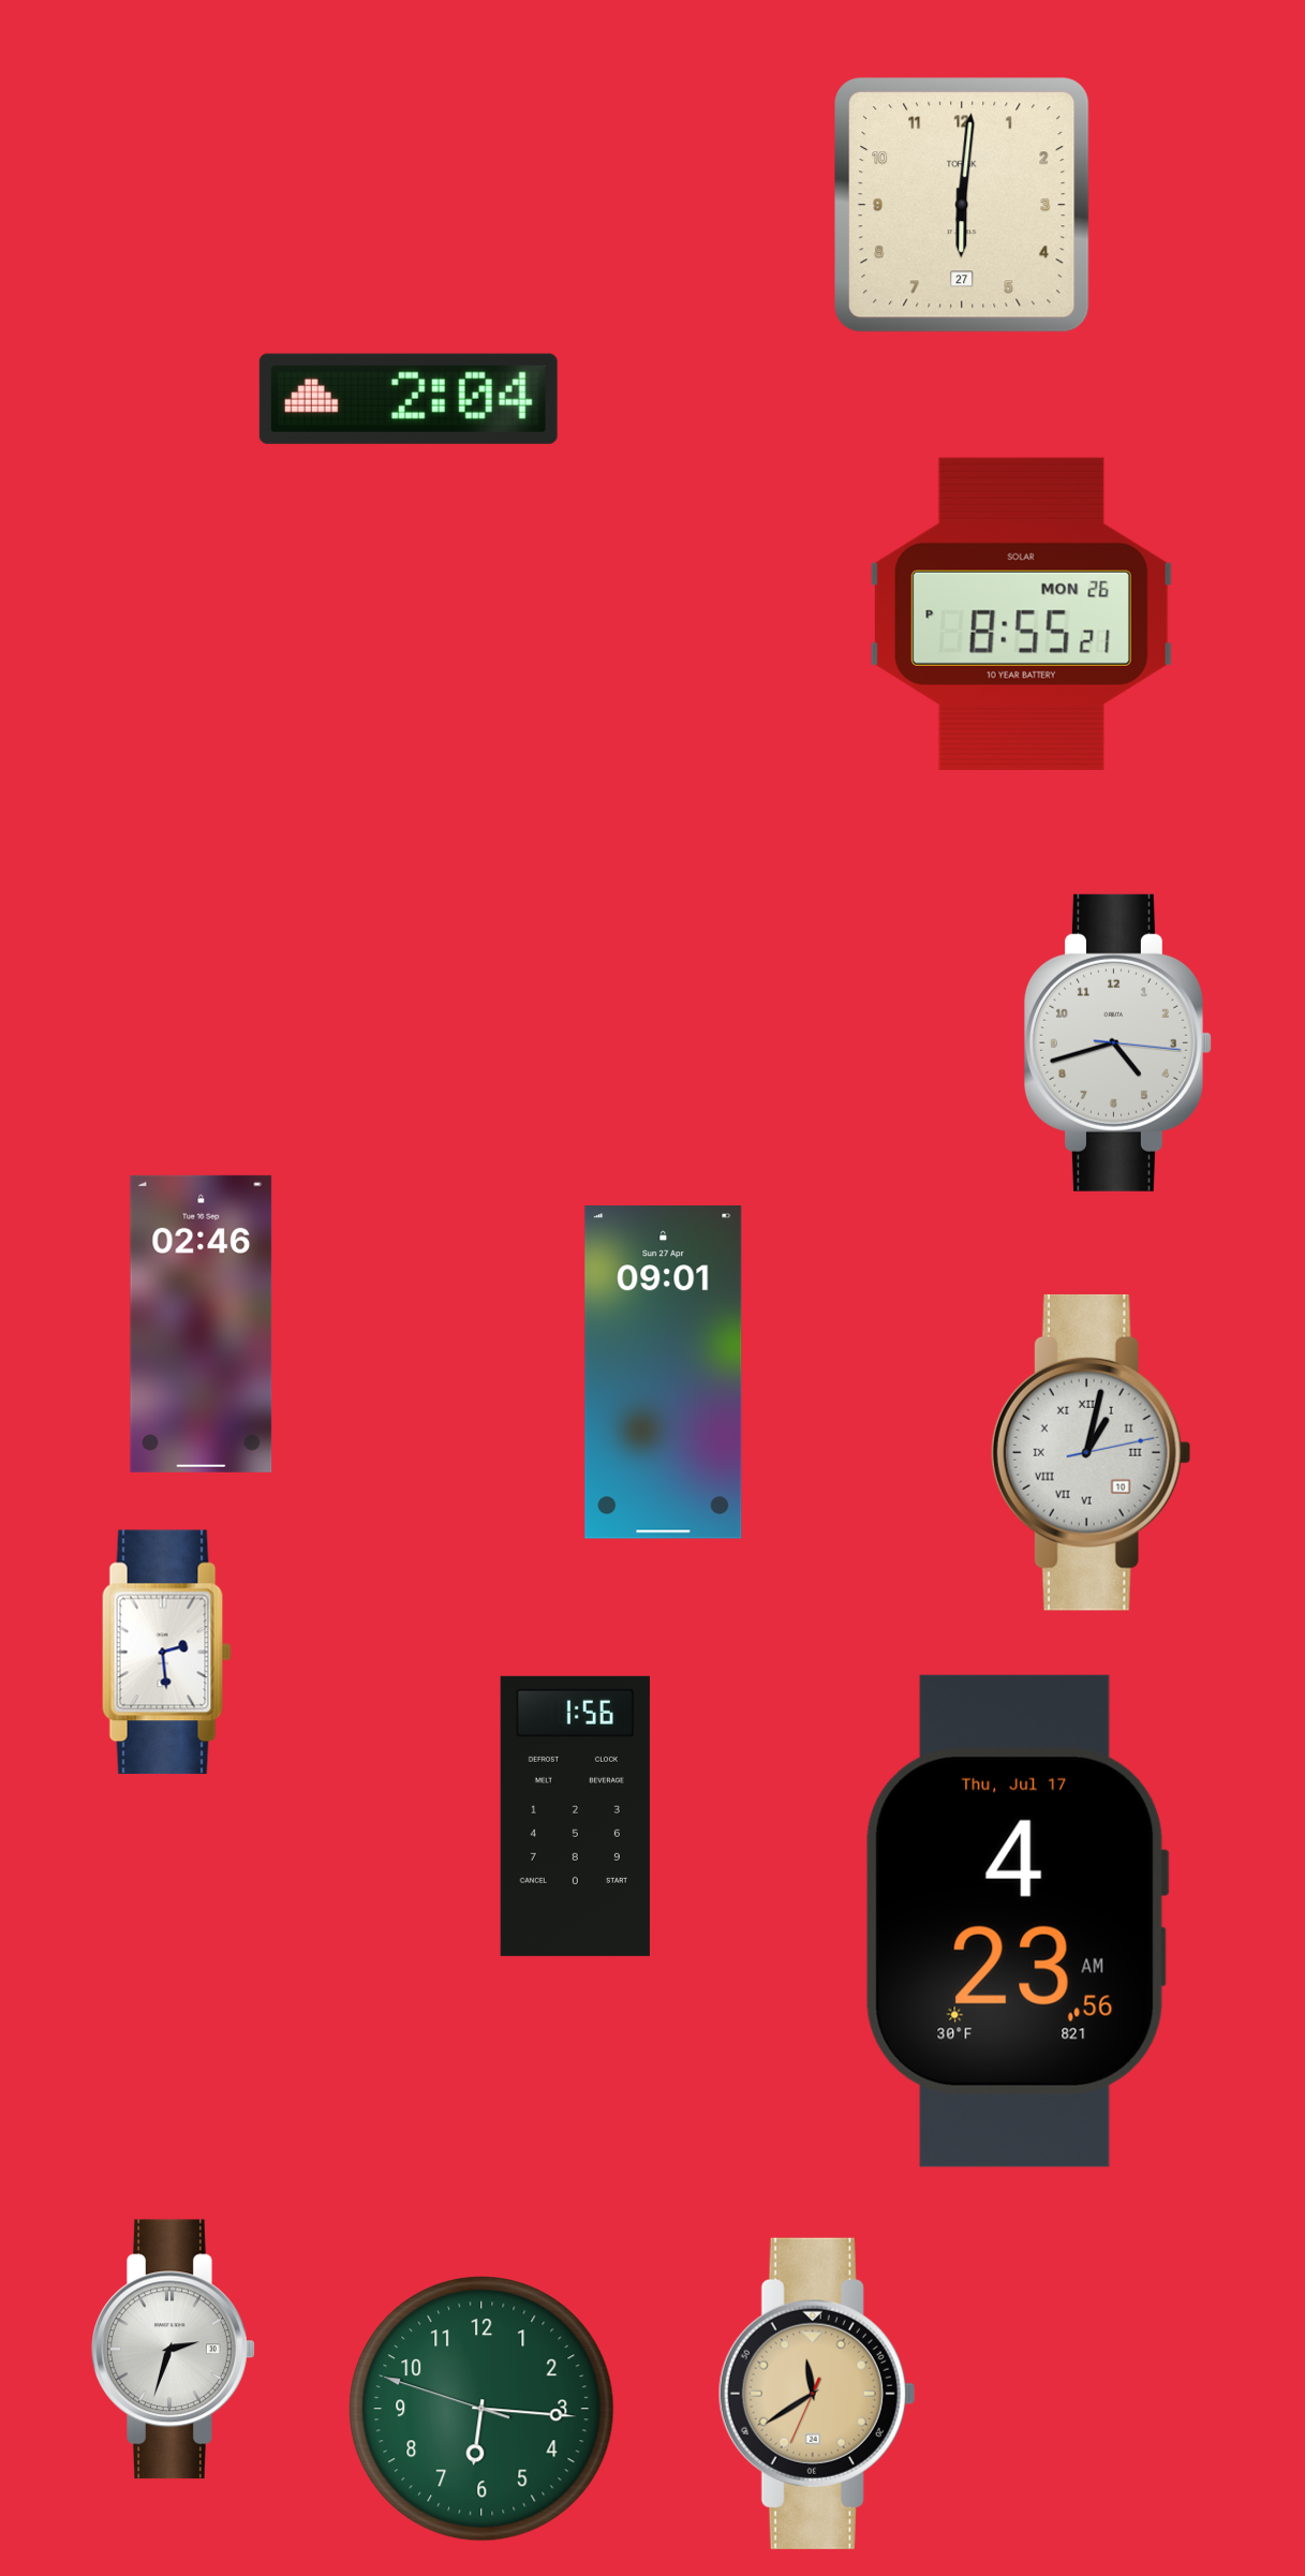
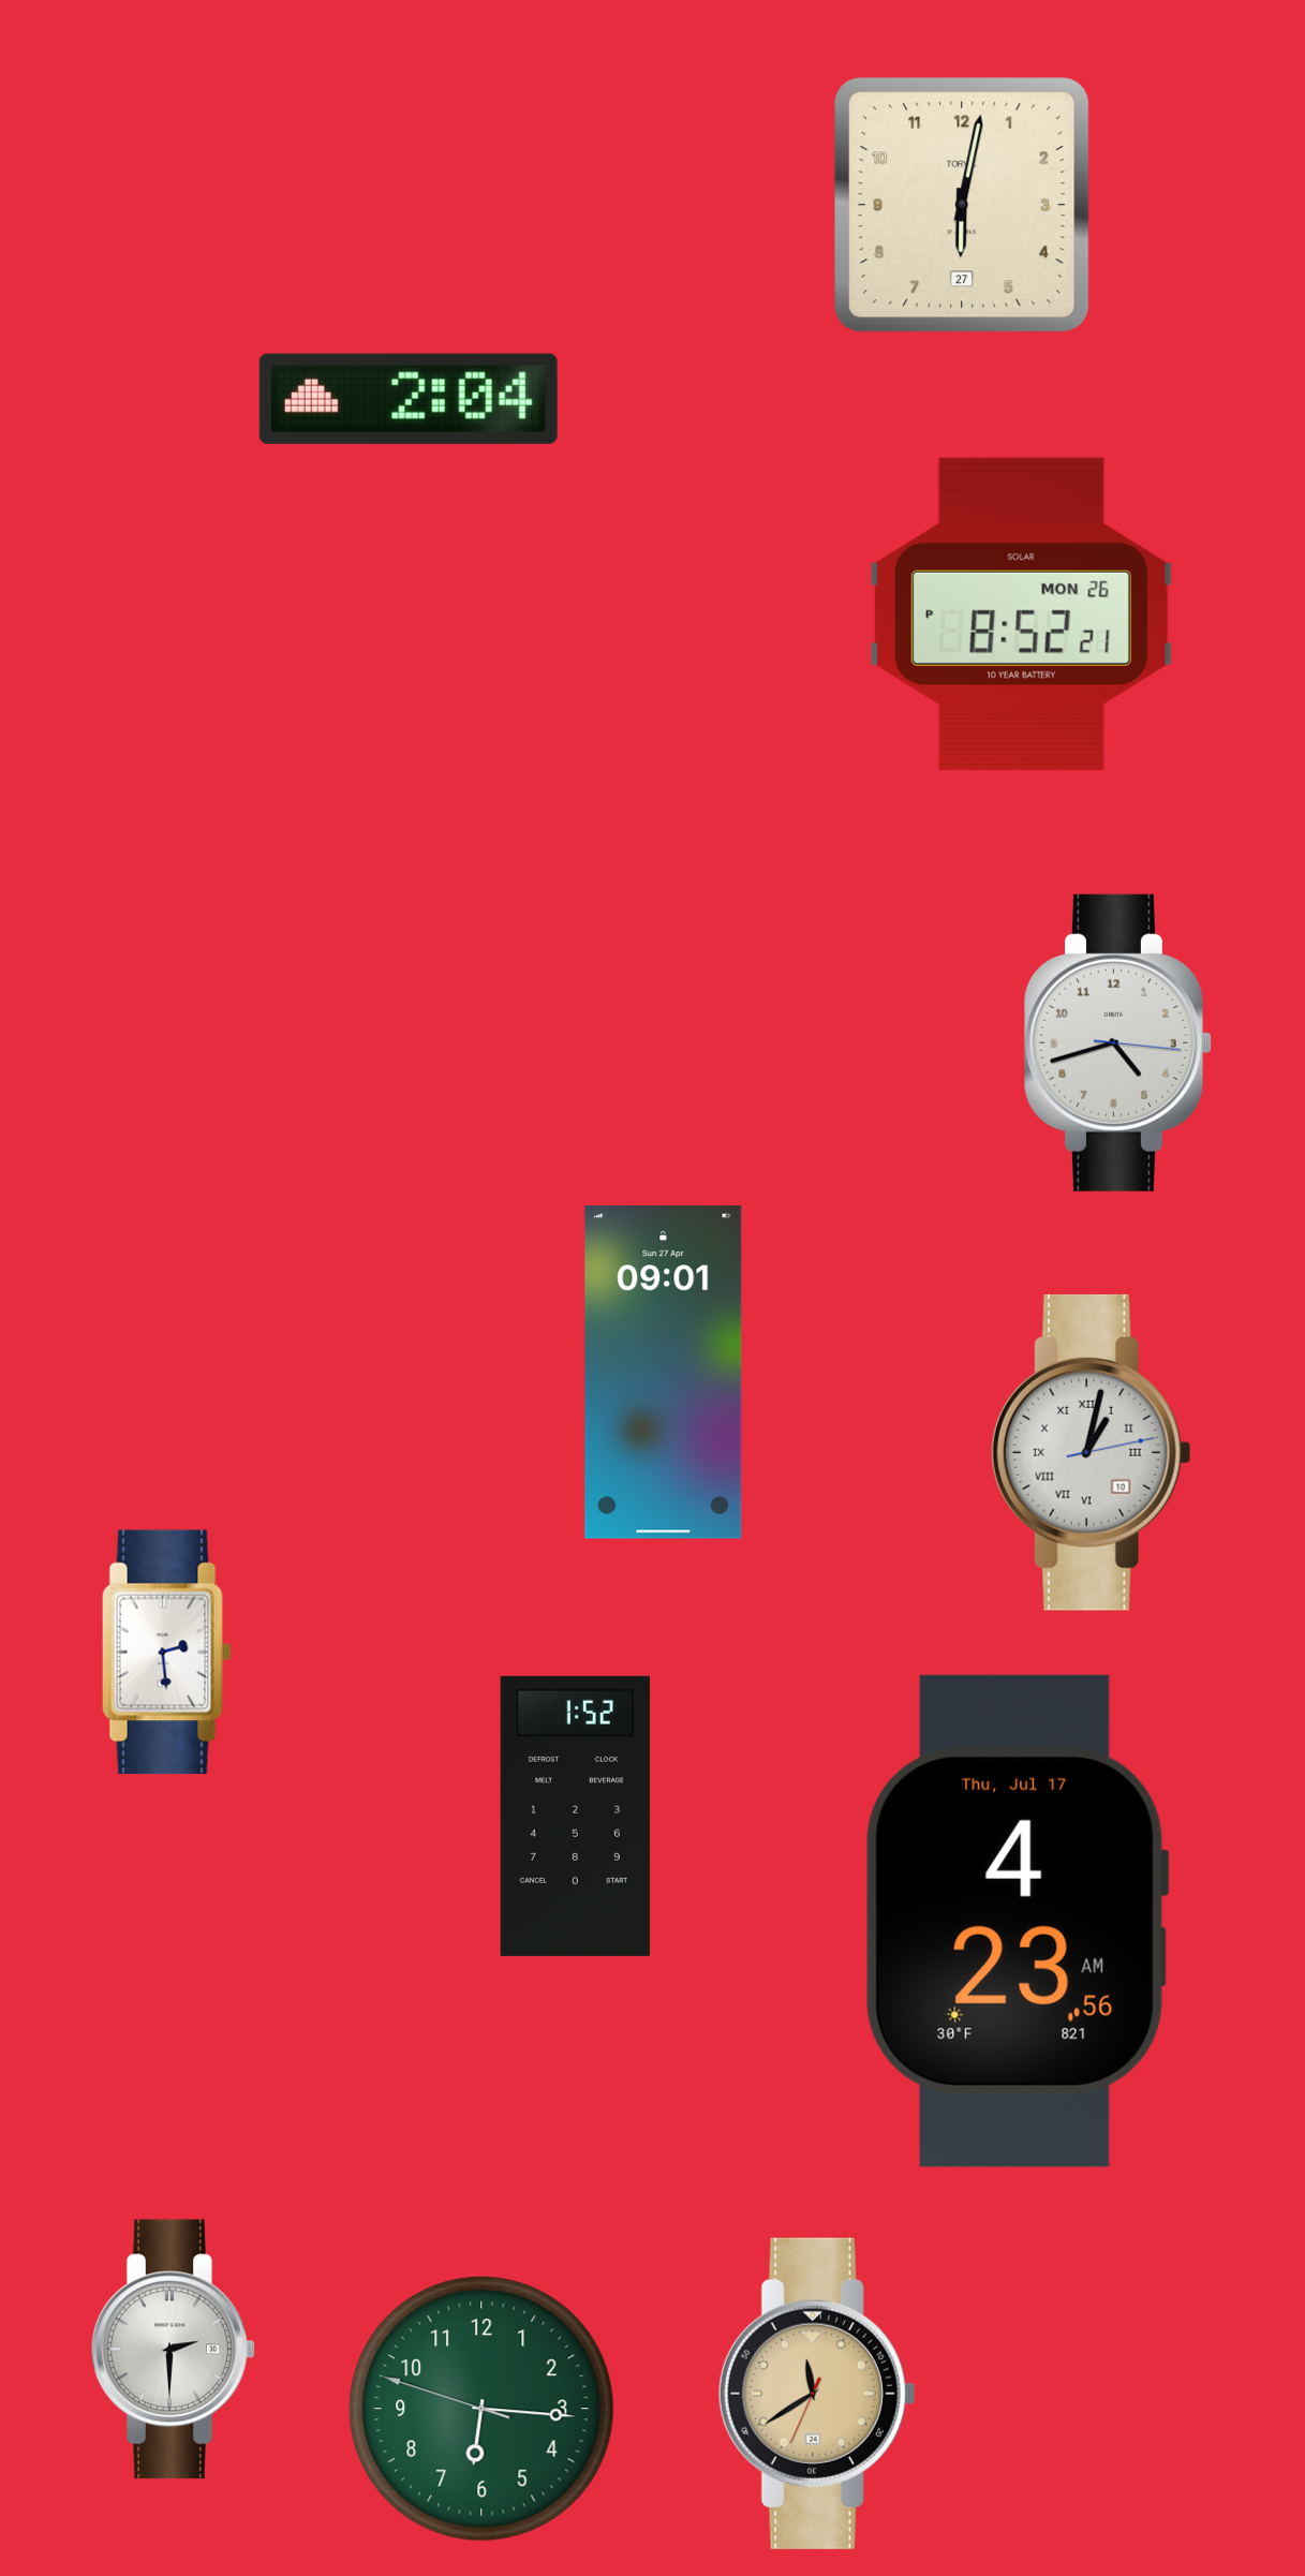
clock at (962, 205): 6:01 -> 6:02
clock at (1021, 613): 8:55 -> 8:52
clock at (202, 1323): 02:46 -> none
clock at (575, 1816): 1:56 -> 1:52
clock at (174, 2350): 2:33 -> 2:30
